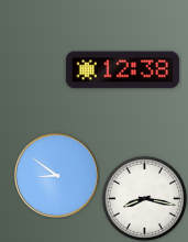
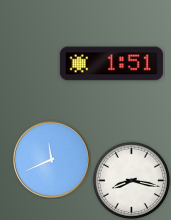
clock at (122, 70): 12:38 -> 1:51
clock at (57, 176): 8:51 -> 11:41
